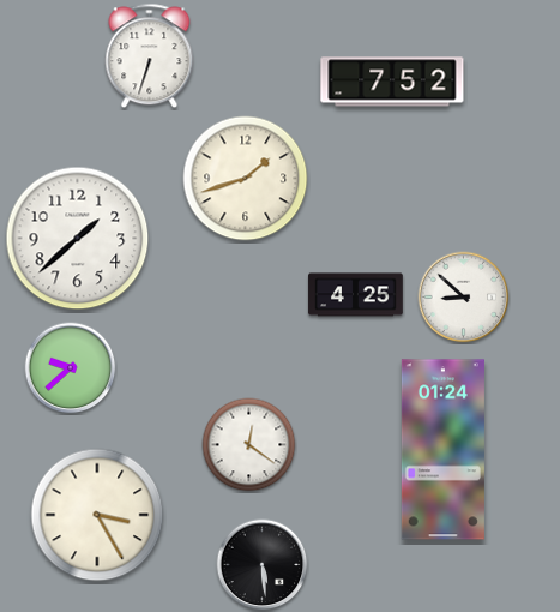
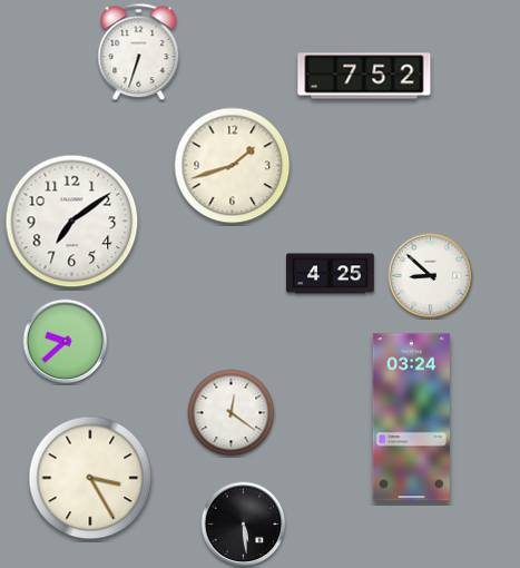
clock at (246, 179) position: (246, 179) -> (233, 166)
clock at (78, 239): 1:38 -> 7:09
clock at (442, 450): 01:24 -> 03:24
